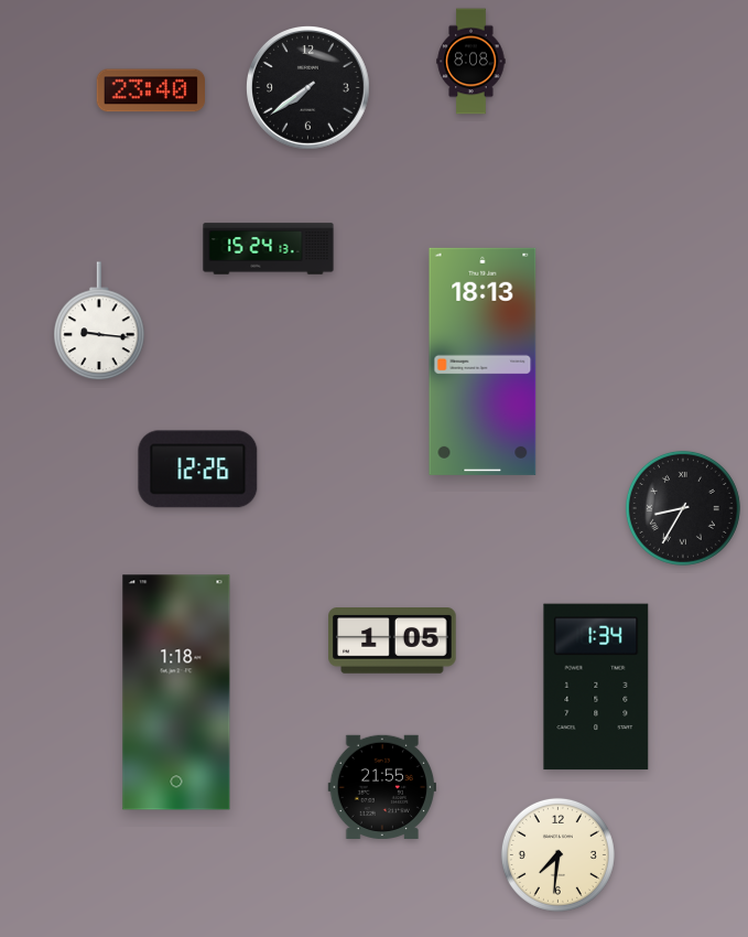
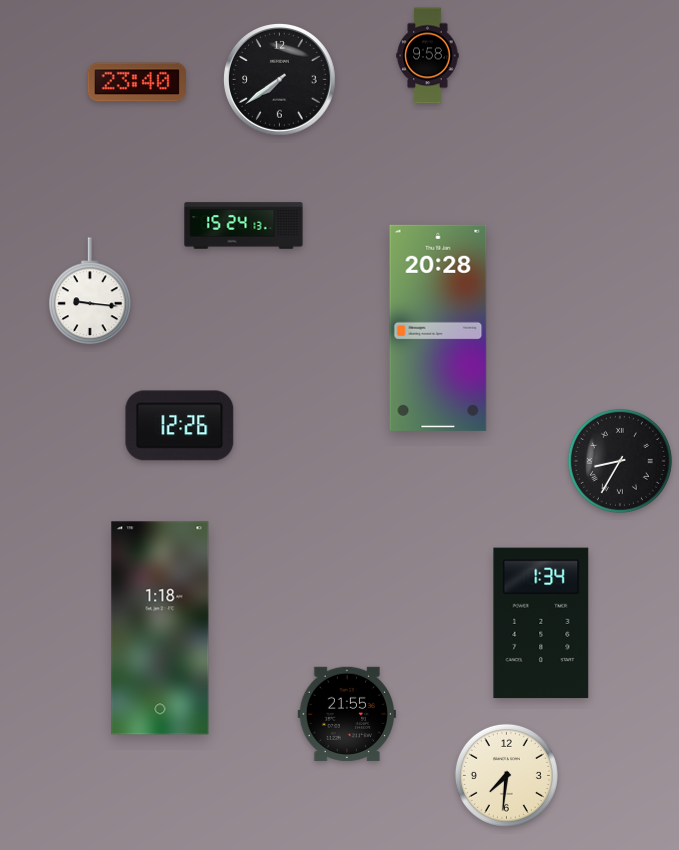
clock at (471, 62): 8:08 -> 9:58
clock at (483, 362): 18:13 -> 20:28
clock at (392, 642): 1:05 -> none
